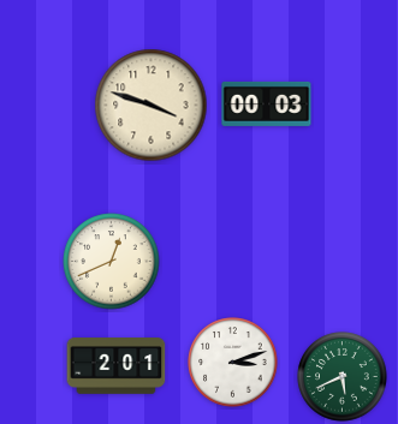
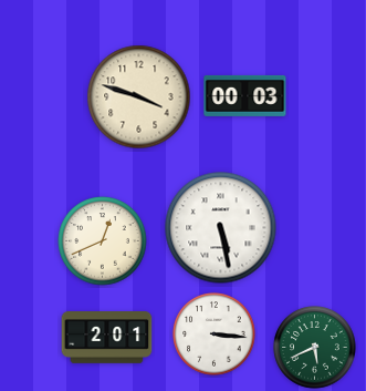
clock at (221, 228): none -> 5:28
clock at (233, 363): 3:12 -> 3:16
